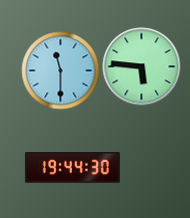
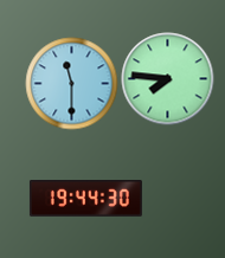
clock at (141, 66): 5:46 -> 7:46
